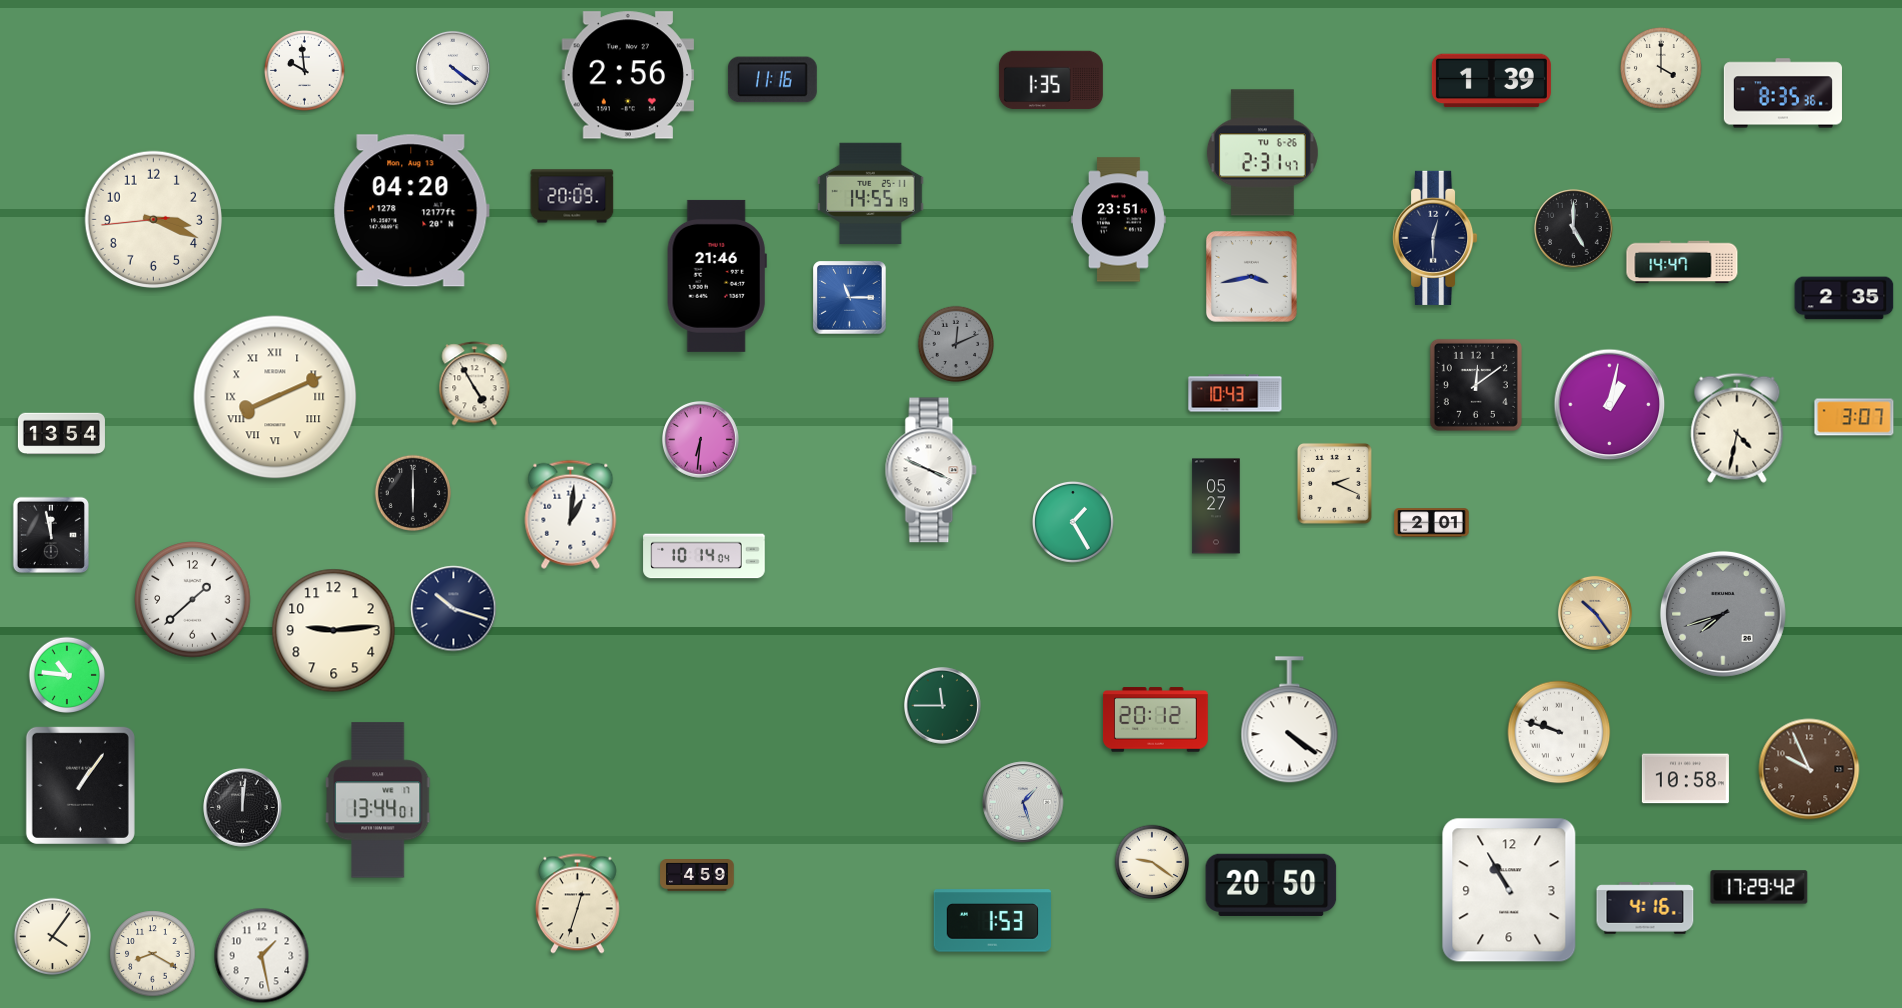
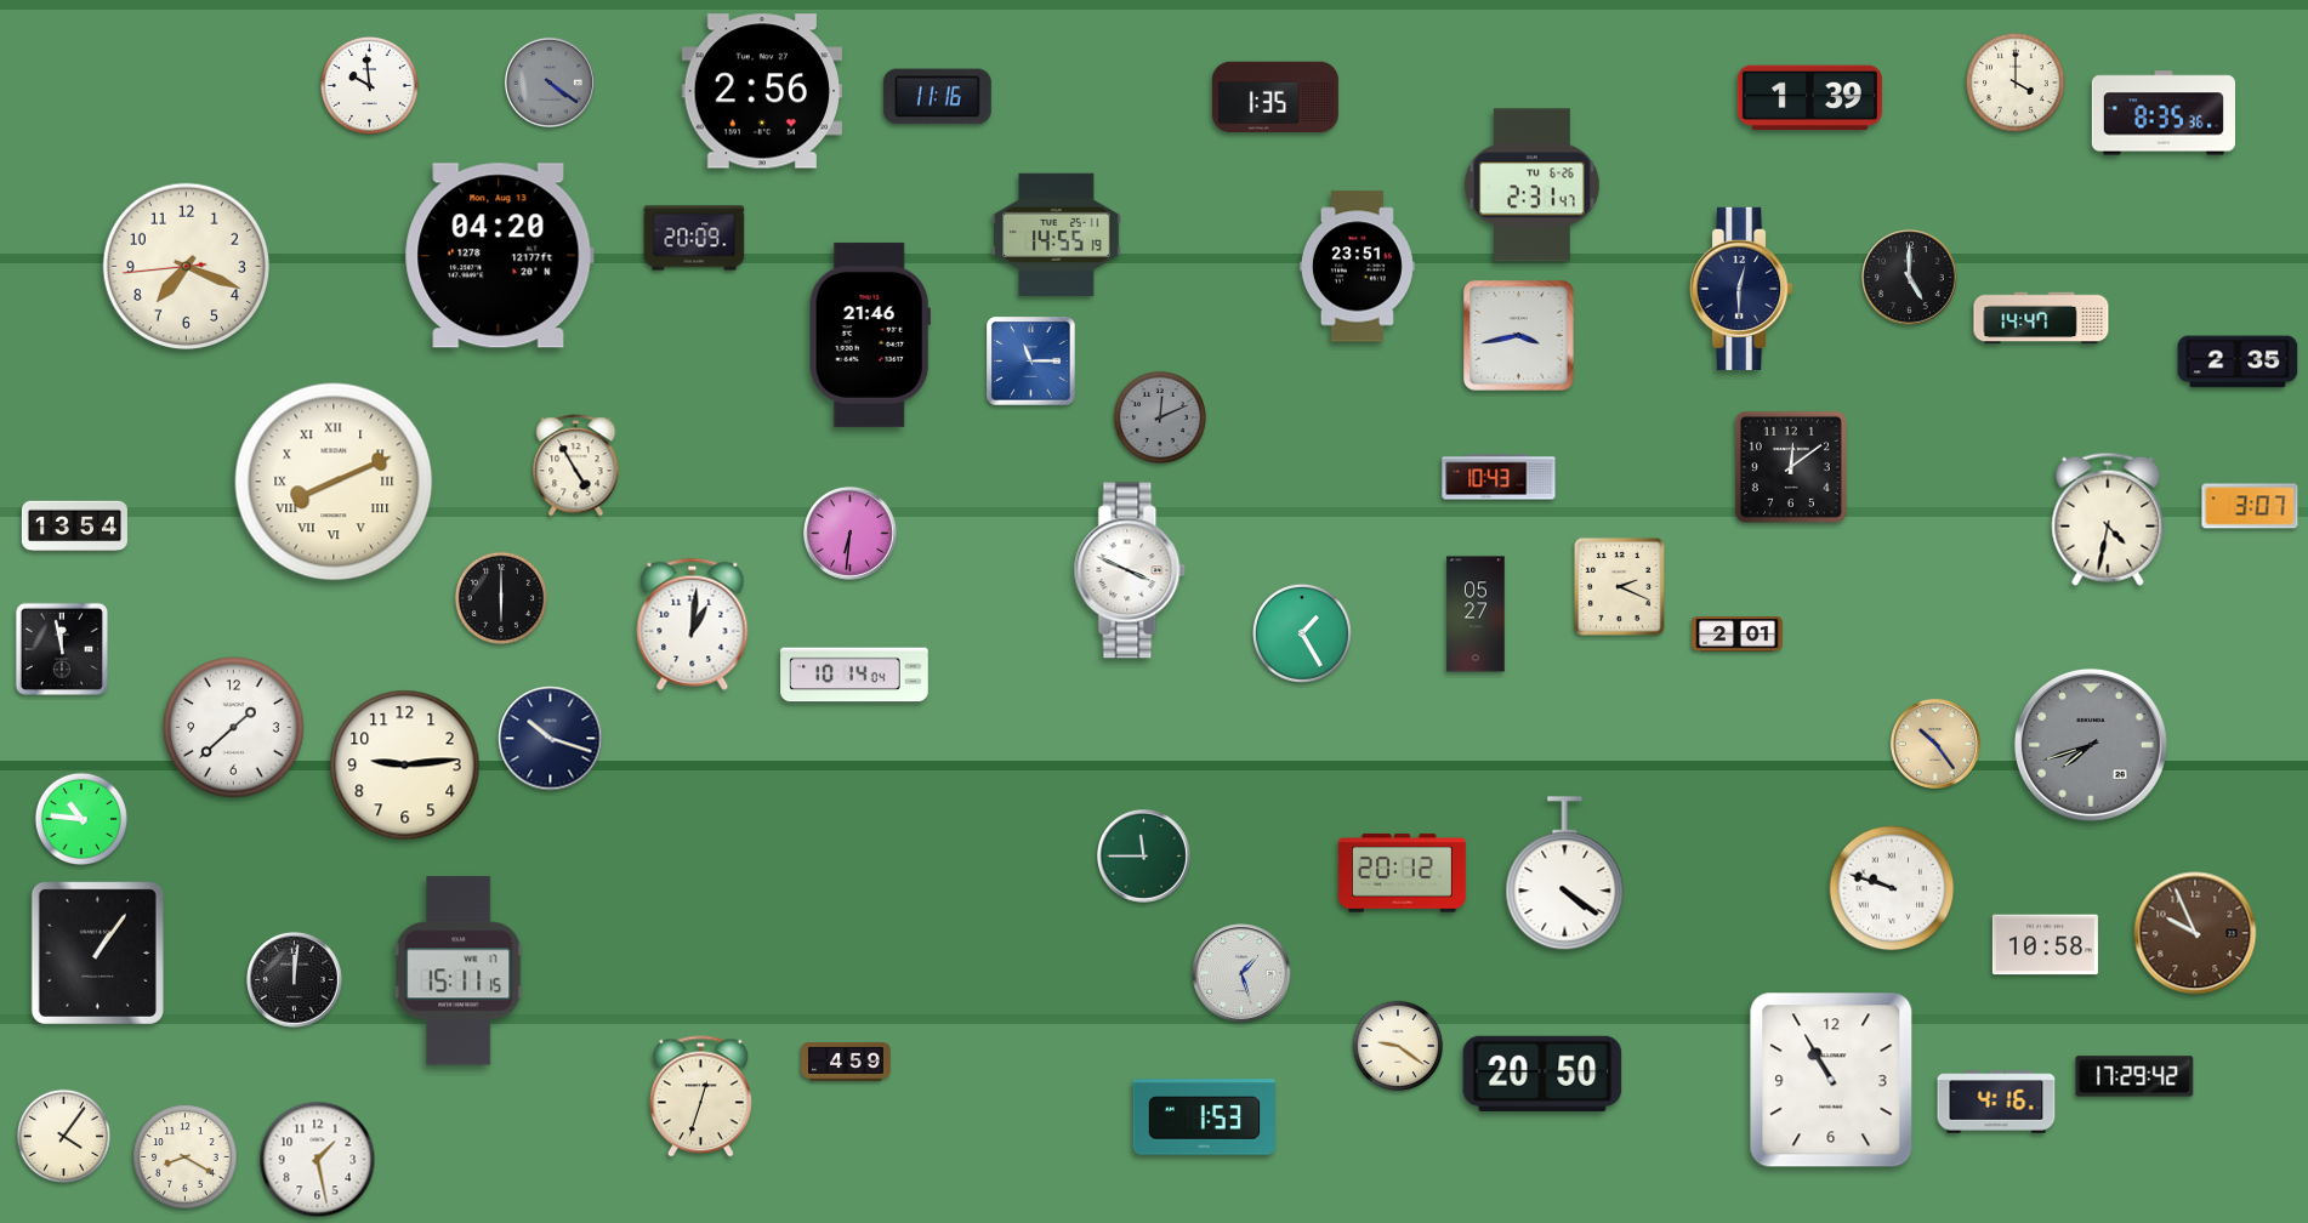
clock at (453, 68) dial: white -> grey
clock at (153, 219): 3:18 -> 7:18
clock at (1610, 405): 1:02 -> none
clock at (379, 800): 13:44 -> 15:11
